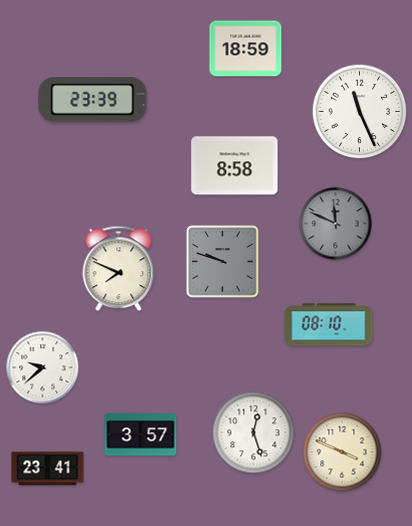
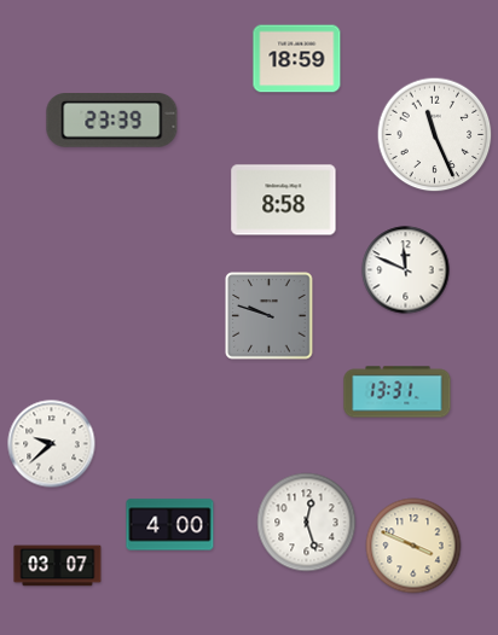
clock at (336, 224) dial: grey -> white
clock at (119, 269): 7:49 -> none
clock at (329, 325): 08:10 -> 13:31
clock at (141, 435): 3:57 -> 4:00
clock at (48, 469): 23:41 -> 03:07
